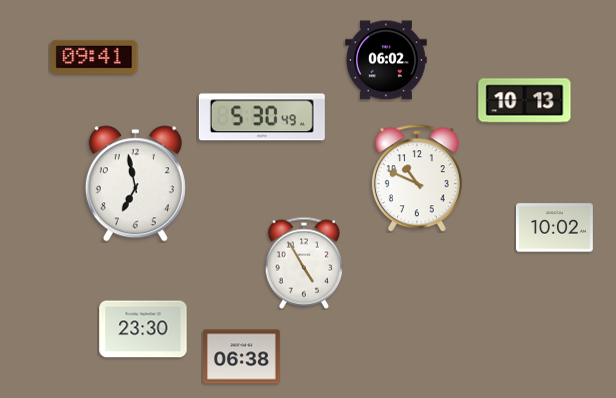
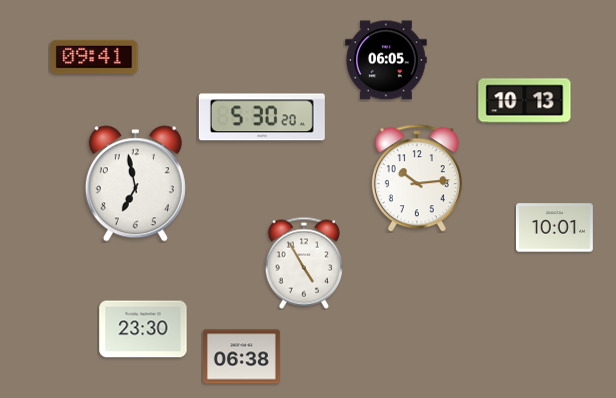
clock at (386, 60): 06:02 -> 06:05
clock at (262, 117): 5:30:49 -> 5:30:20
clock at (417, 178): 10:49 -> 10:14
clock at (554, 228): 10:02 -> 10:01
